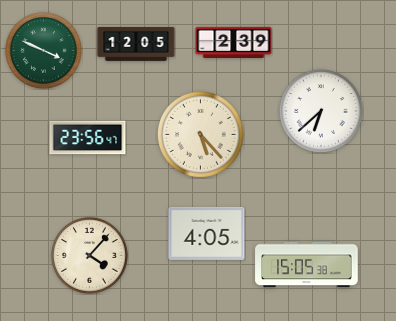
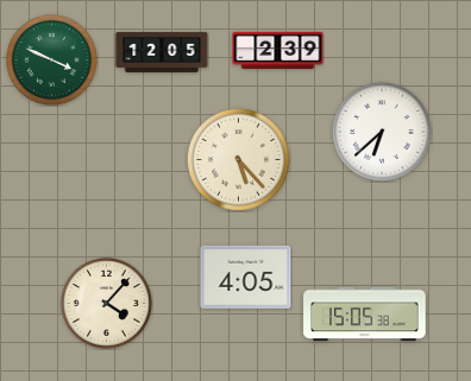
clock at (88, 138): 23:56 -> none
